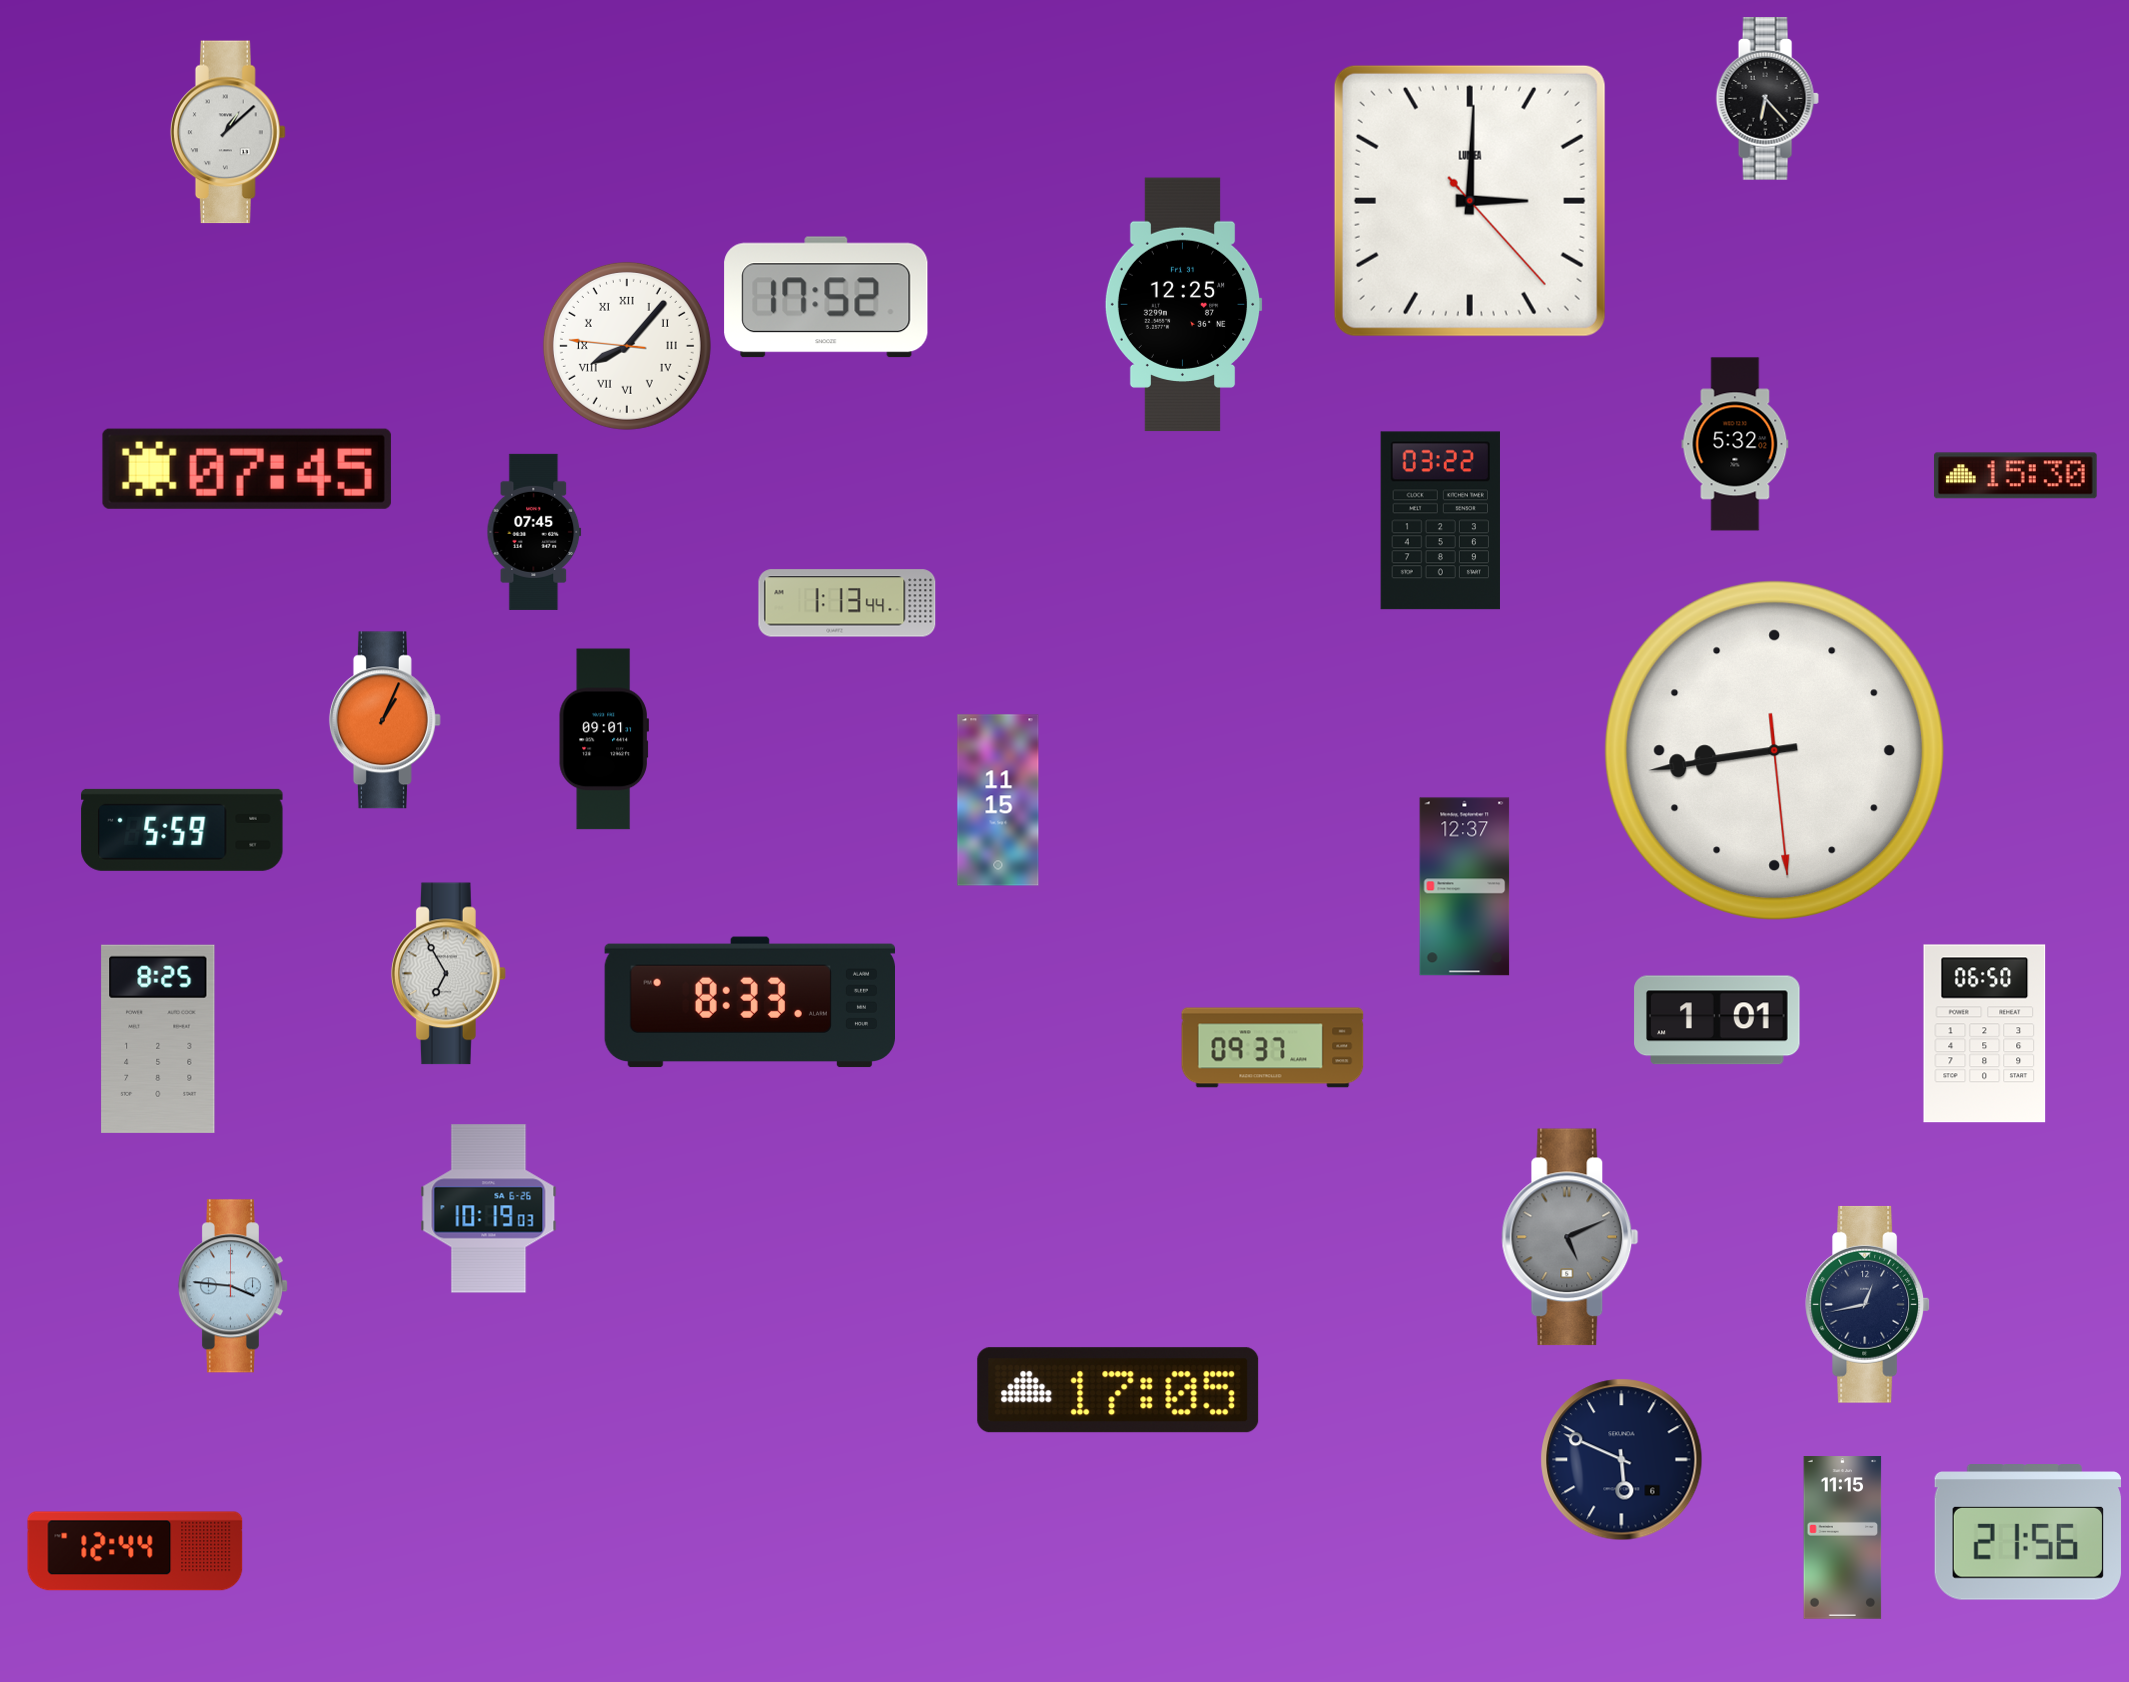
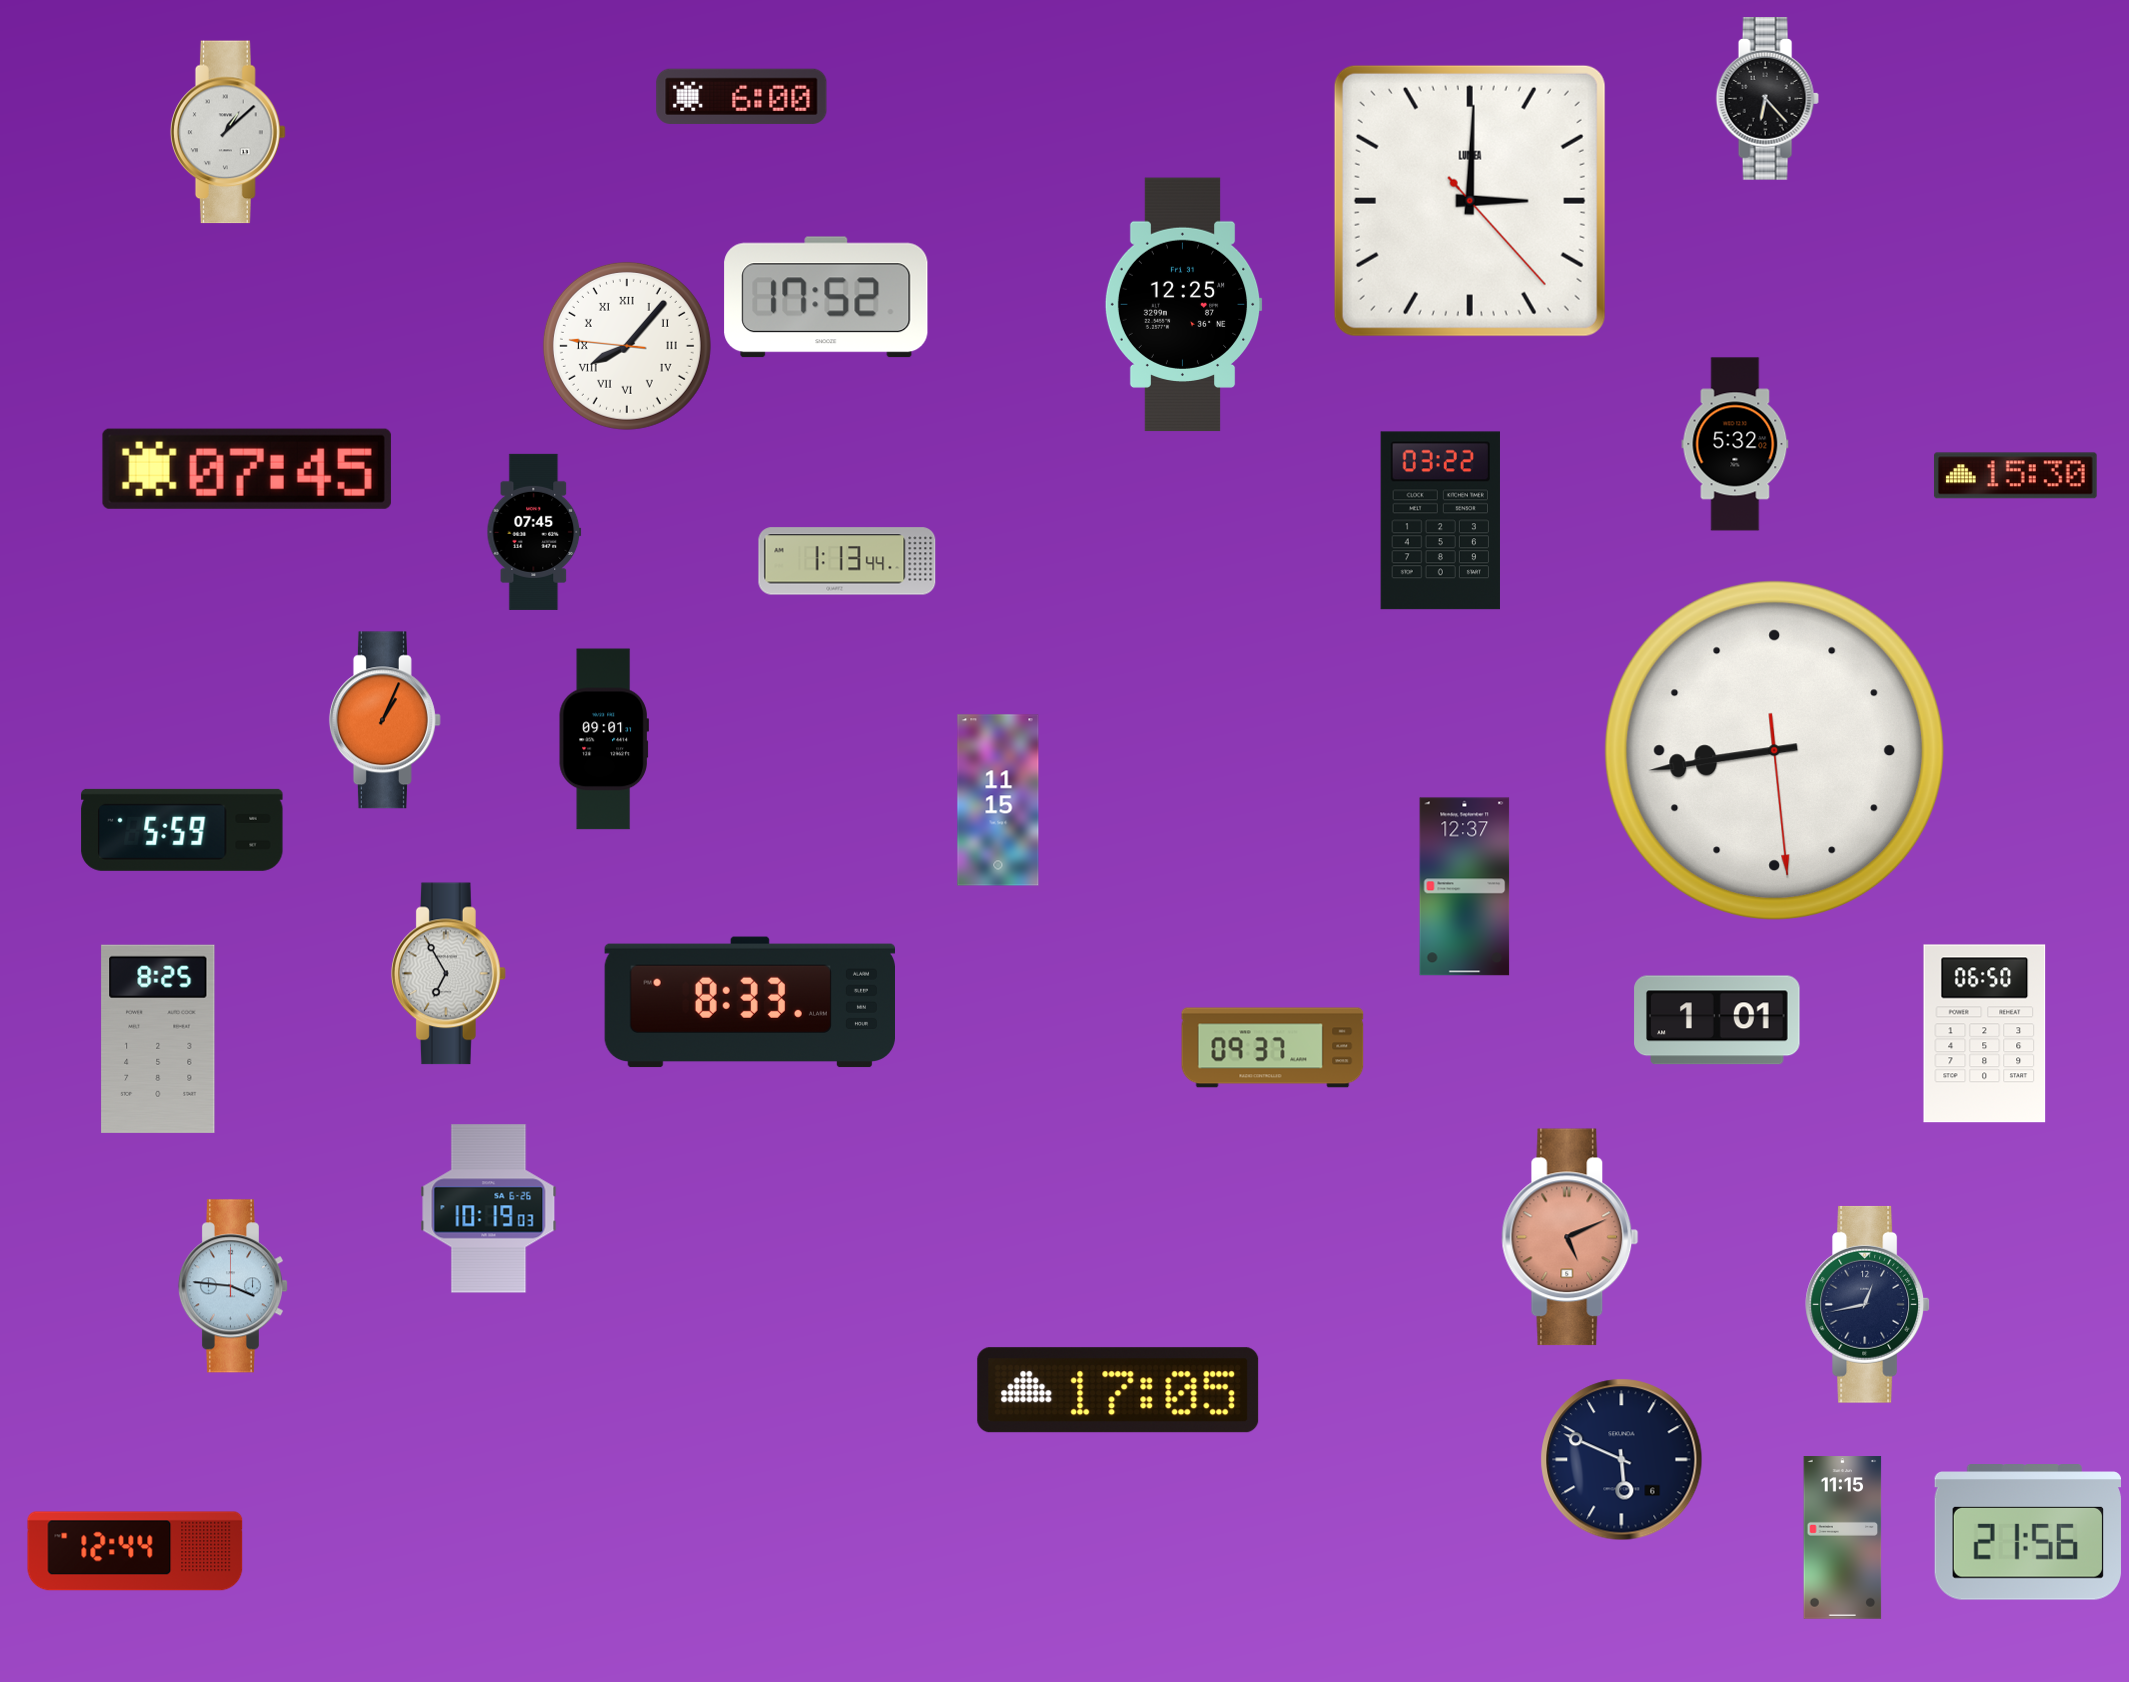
clock at (742, 96): none -> 6:00
clock at (847, 603) position: (847, 603) -> (847, 561)
clock at (1570, 1237) dial: grey -> salmon
